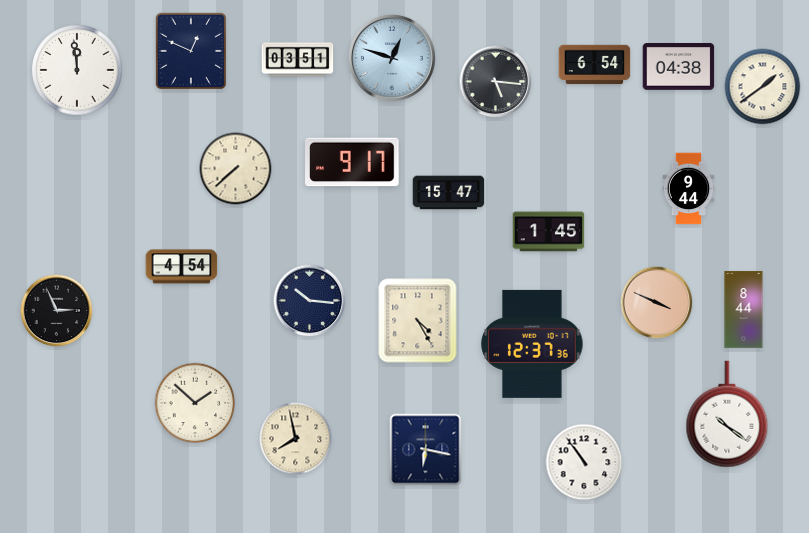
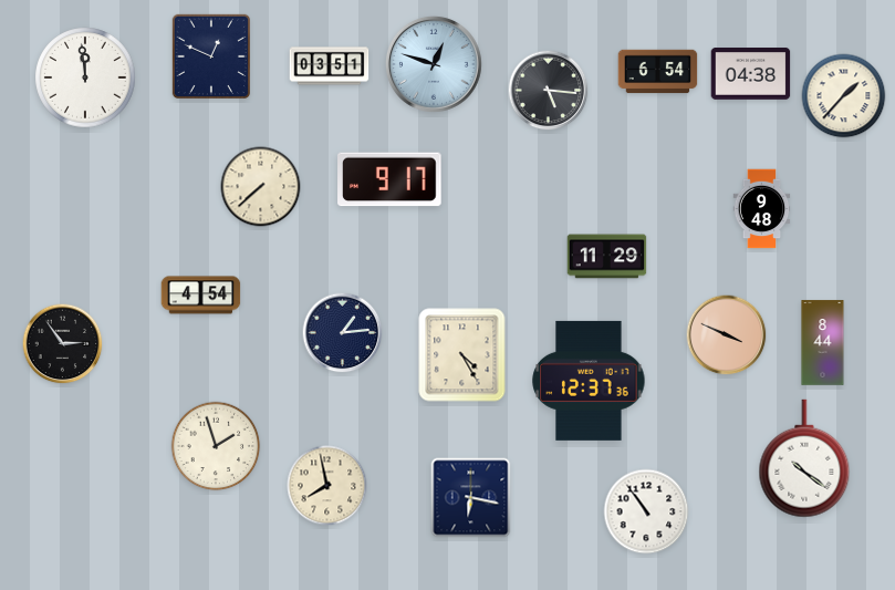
clock at (763, 87): 1:39 -> 1:37
clock at (689, 189): 9:44 -> 9:48
clock at (449, 193): 15:47 -> none
clock at (549, 232): 1:45 -> 11:29
clock at (310, 301): 10:16 -> 1:14
clock at (57, 311): 2:56 -> 2:54
clock at (195, 403): 1:52 -> 1:57
